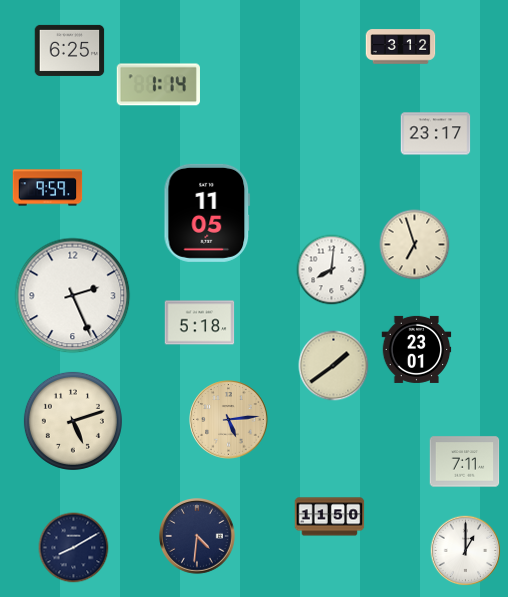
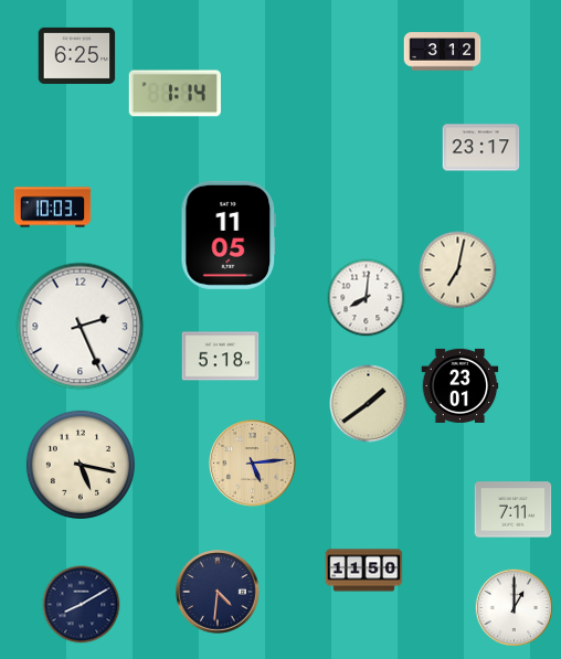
clock at (48, 188): 9:59 -> 10:03
clock at (415, 245): 6:57 -> 7:02
clock at (73, 421): 5:12 -> 5:17
